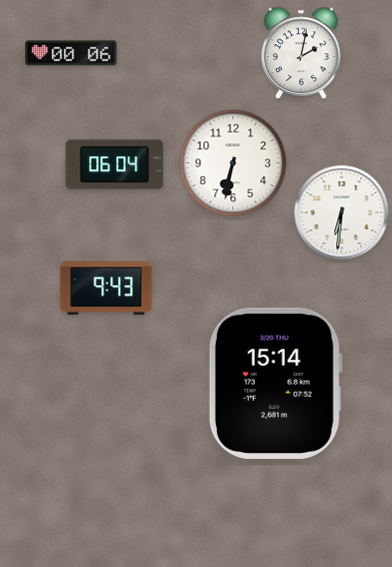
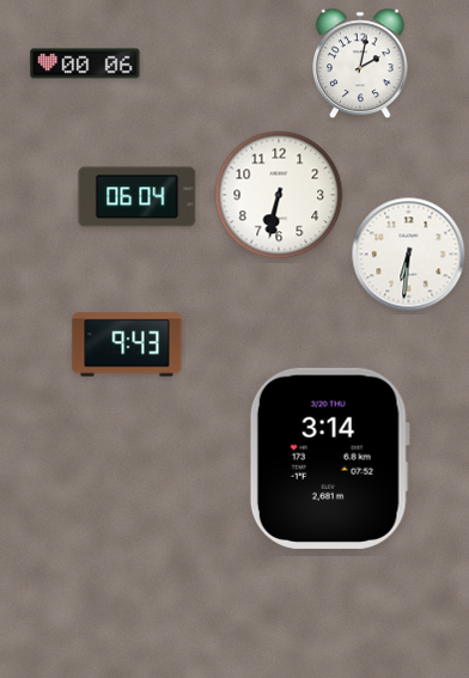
clock at (275, 383): 15:14 -> 3:14
